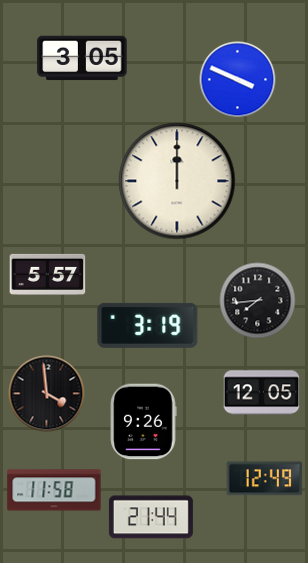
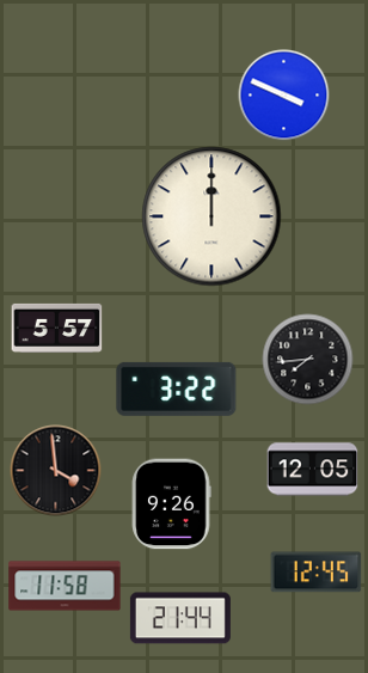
clock at (82, 58): 3:05 -> none
clock at (148, 325): 3:19 -> 3:22
clock at (265, 479): 12:49 -> 12:45
